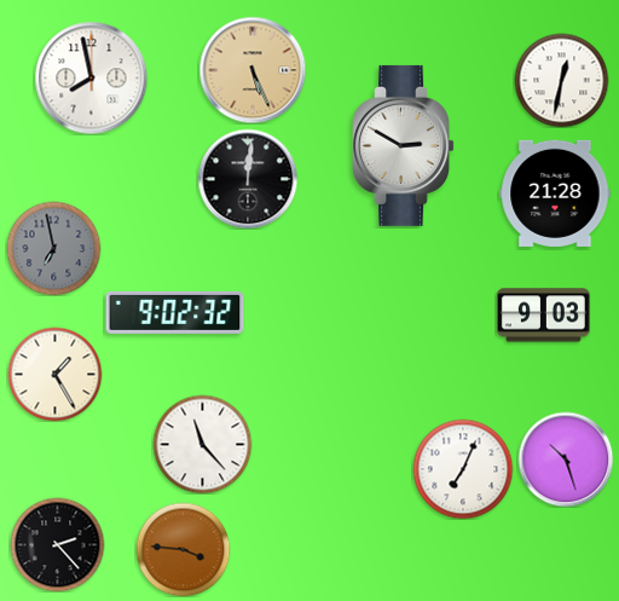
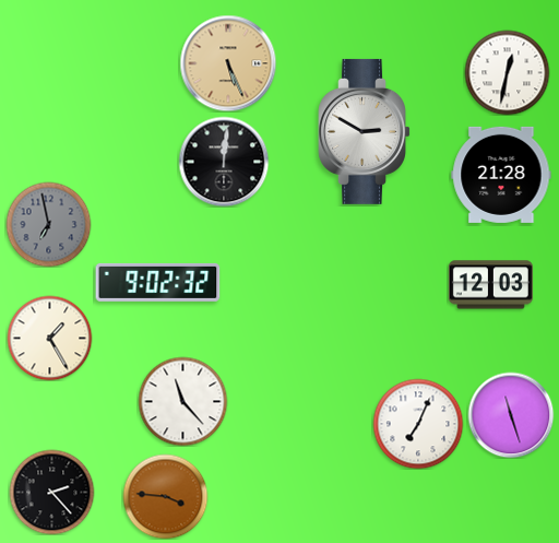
clock at (91, 77): 7:58 -> none
clock at (543, 316): 9:03 -> 12:03
clock at (566, 460): 10:27 -> 11:27
